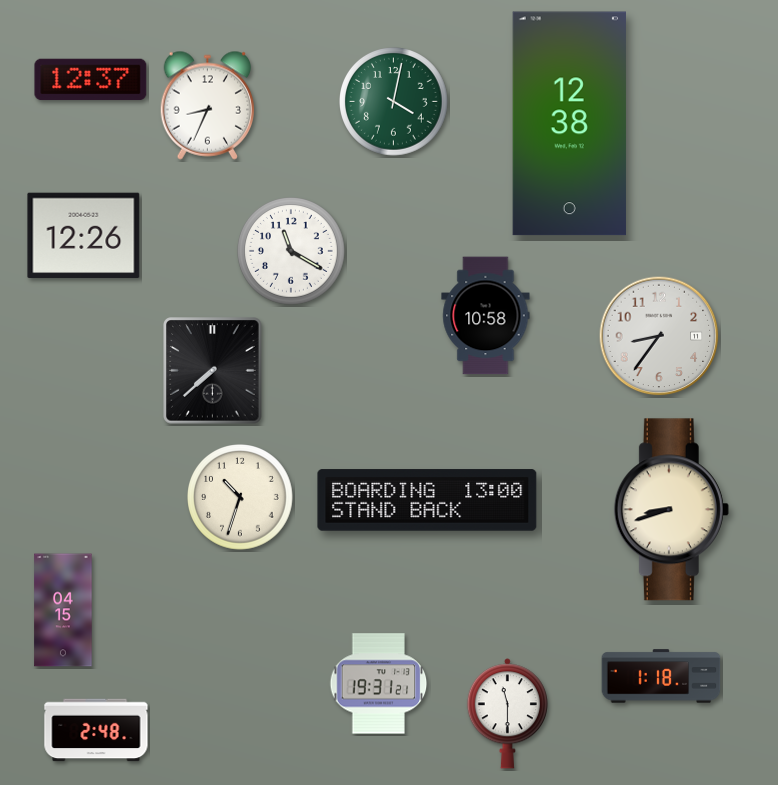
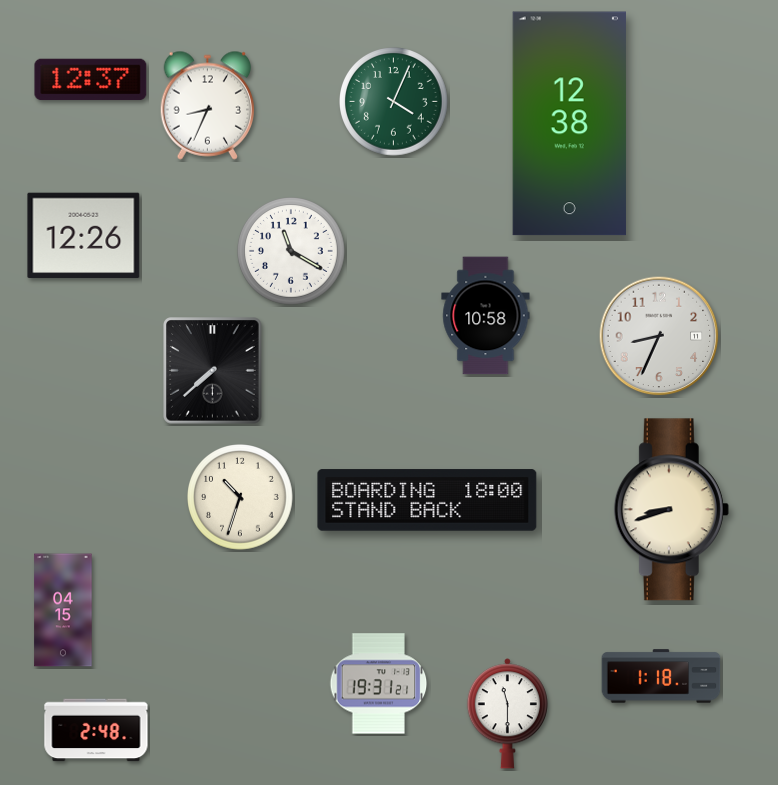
clock at (394, 102): 4:02 -> 4:04
clock at (659, 336): 8:36 -> 8:34
clock at (427, 500): 13:00 -> 18:00
